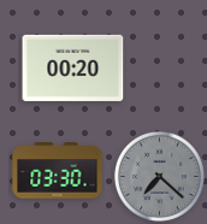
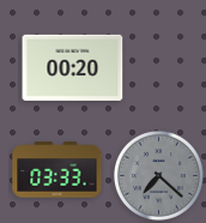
clock at (58, 171): 03:30 -> 03:33
